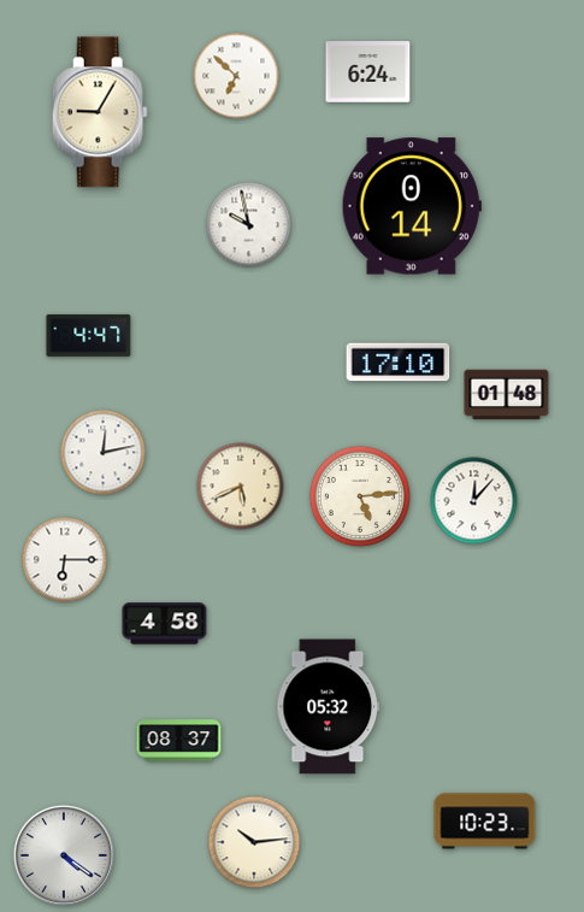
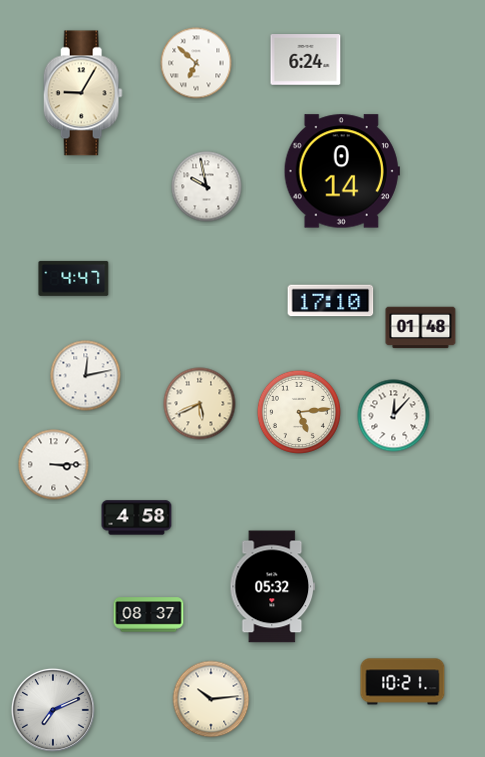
clock at (65, 560): 6:15 -> 3:15
clock at (485, 822): 10:23 -> 10:21
clock at (64, 855): 4:21 -> 7:11
